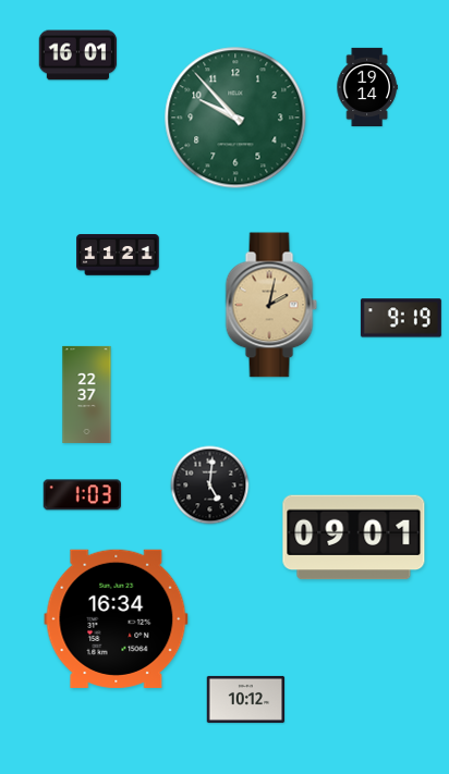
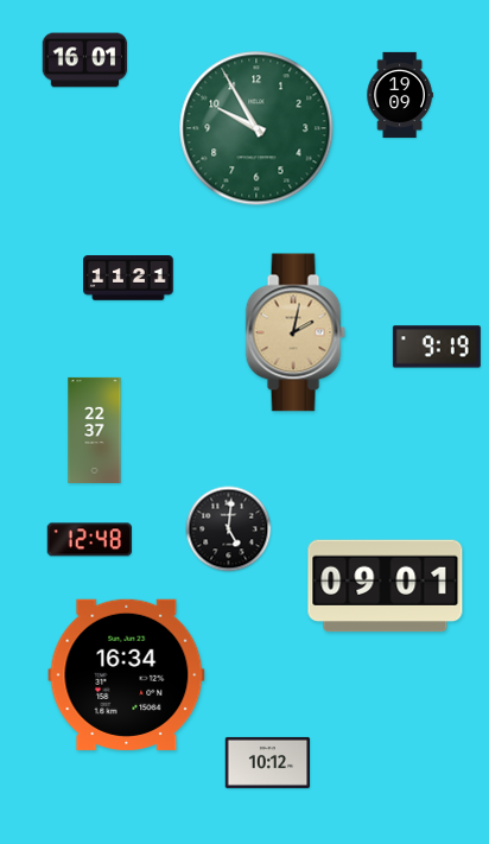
clock at (367, 86): 19:14 -> 19:09
clock at (235, 118): 9:53 -> 9:55
clock at (82, 495): 1:03 -> 12:48
